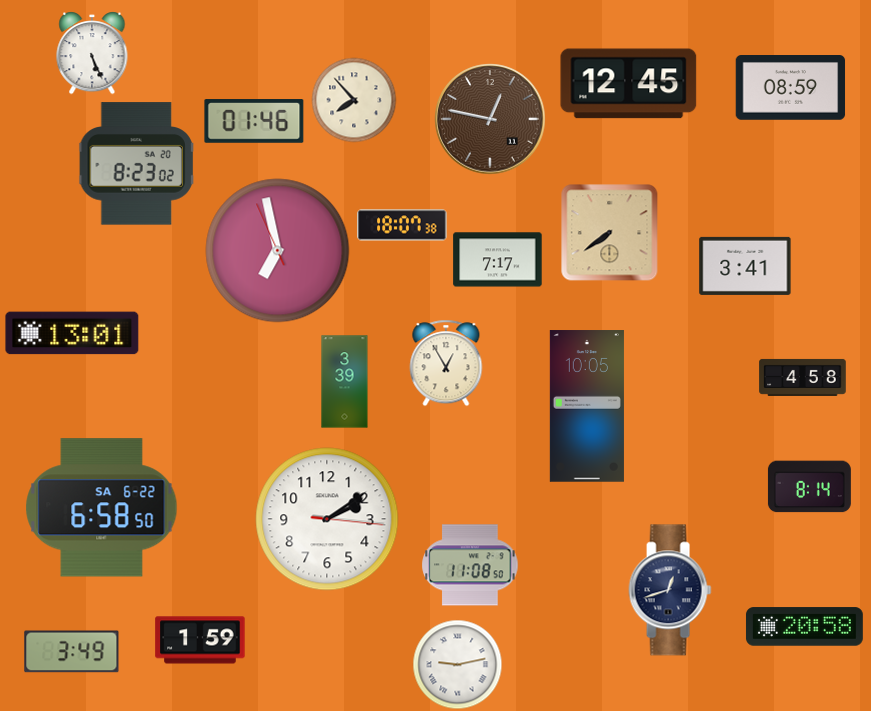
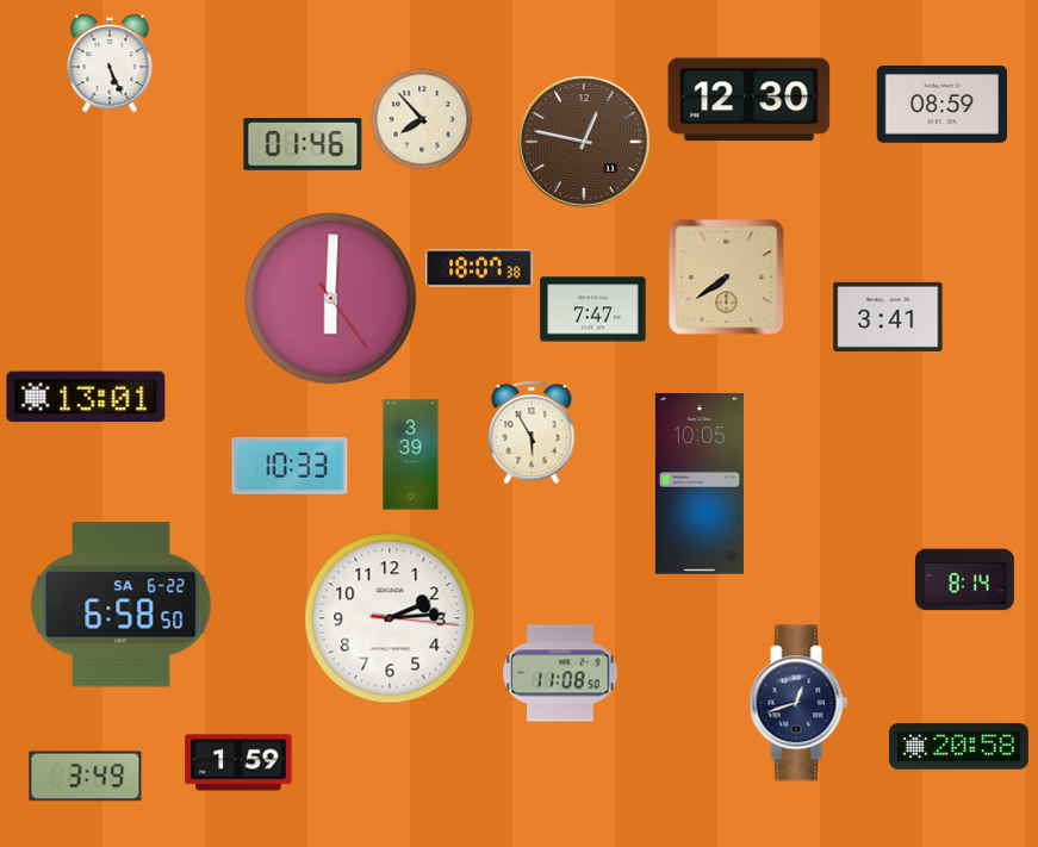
clock at (629, 84): 12:45 -> 12:30
clock at (137, 164): 8:23 -> none
clock at (278, 251): 6:57 -> 6:00
clock at (498, 260): 7:17 -> 7:47
clock at (446, 363): 12:55 -> 5:55
clock at (803, 377): 4:58 -> none
clock at (290, 466): none -> 10:33
clock at (327, 519): 2:09 -> 2:14
clock at (458, 665): 9:13 -> none
